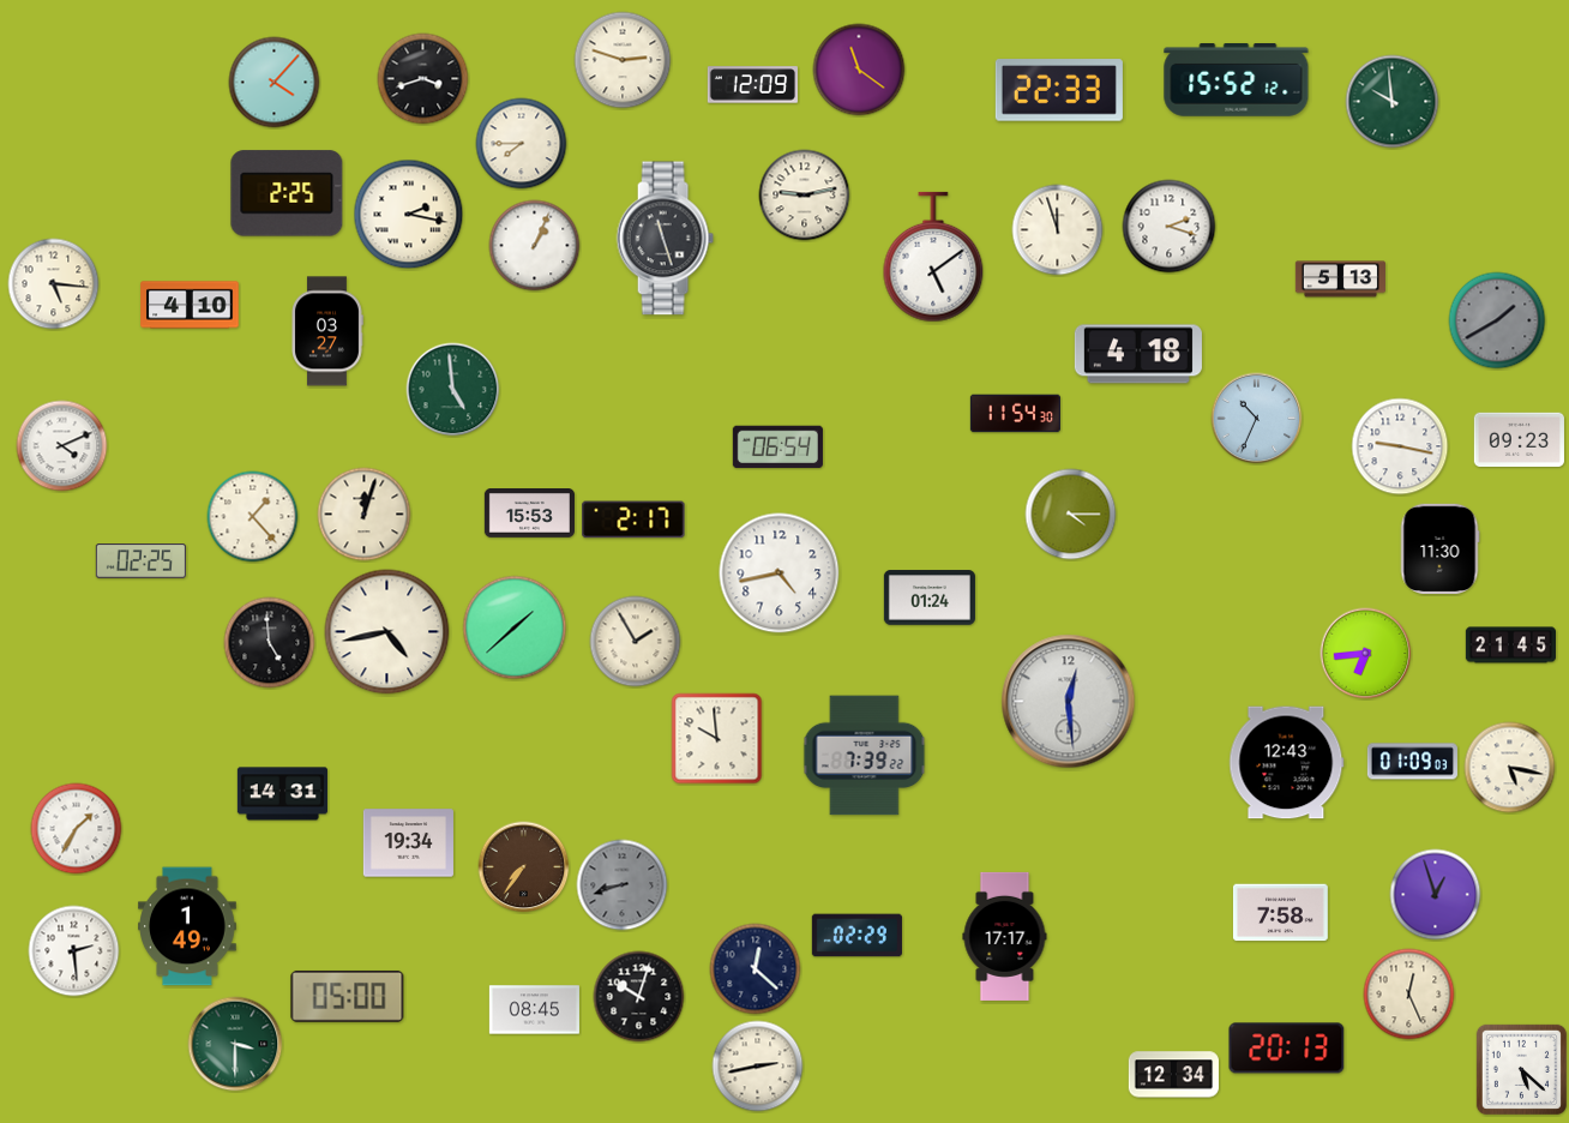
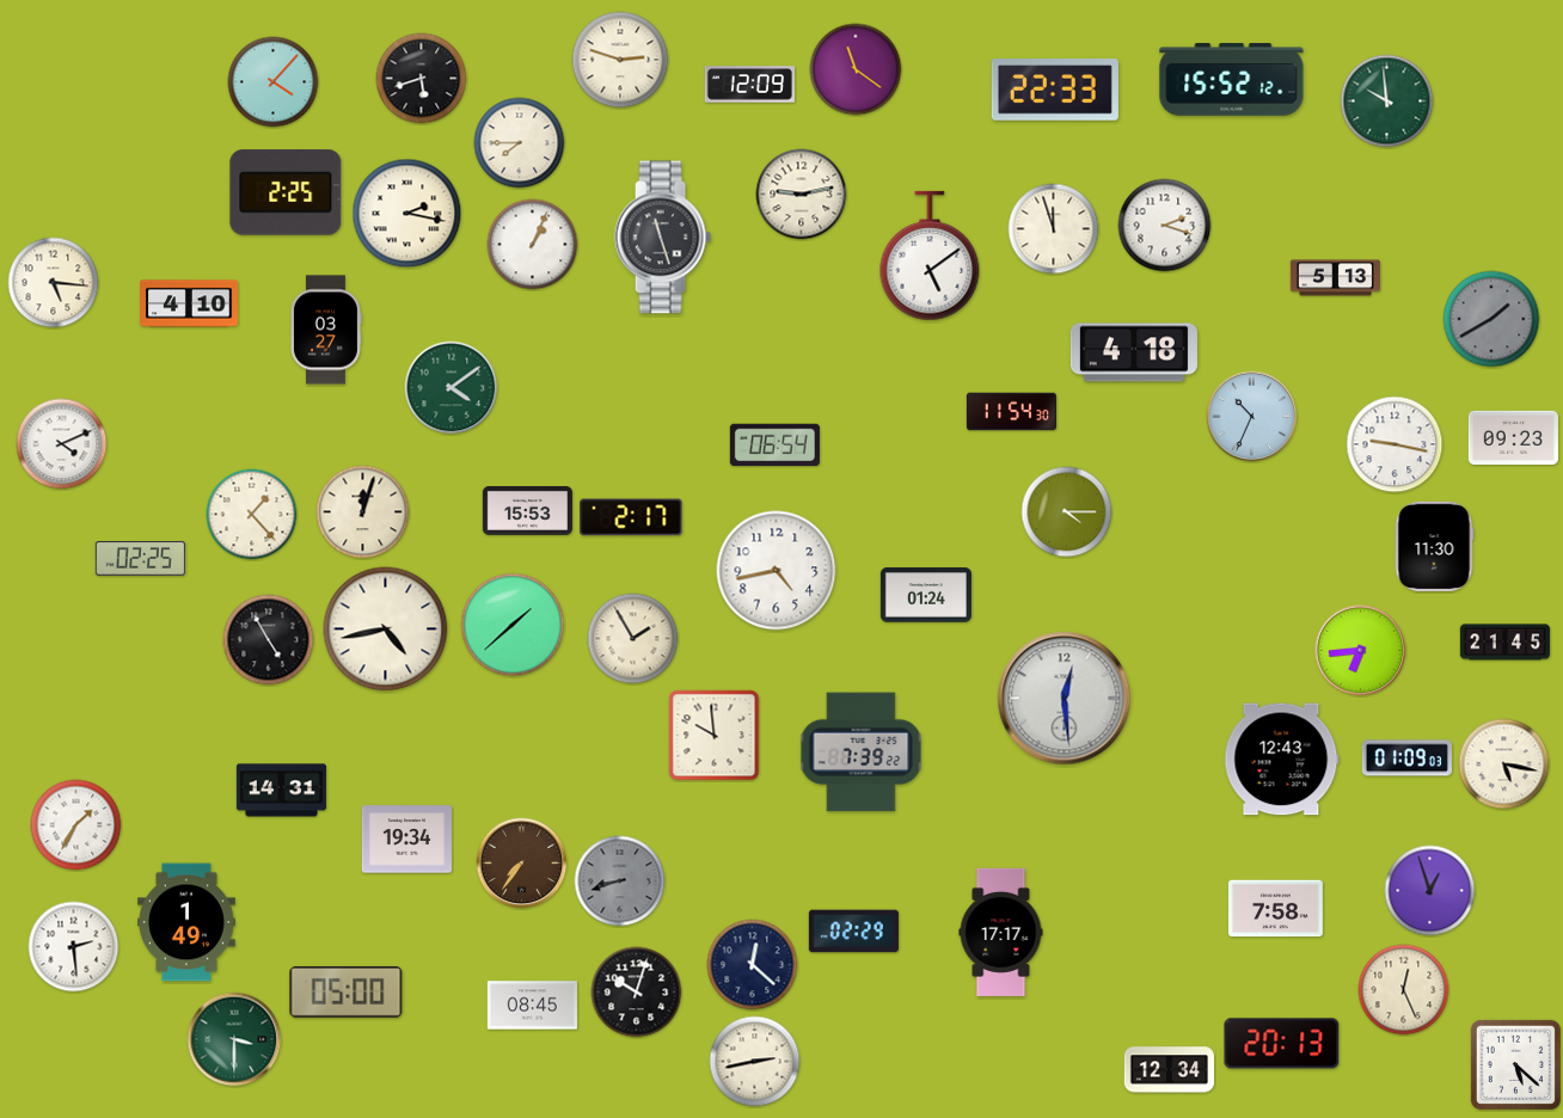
clock at (423, 79): 3:42 -> 5:42
clock at (453, 390): 4:59 -> 4:09
clock at (270, 643): 4:59 -> 4:55
